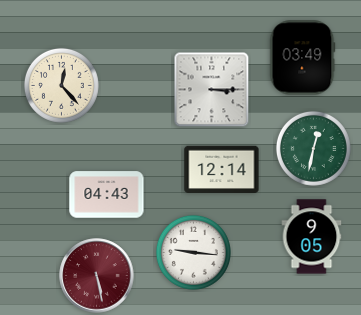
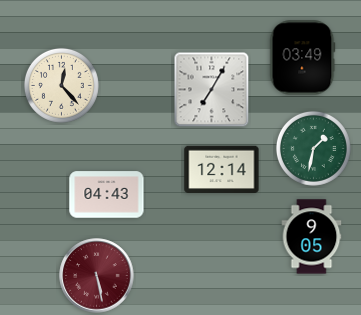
clock at (212, 90): 3:15 -> 7:05
clock at (313, 148): 12:32 -> 1:32
clock at (193, 252): 9:16 -> none
